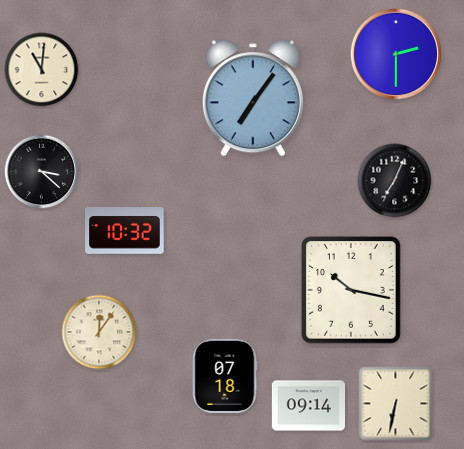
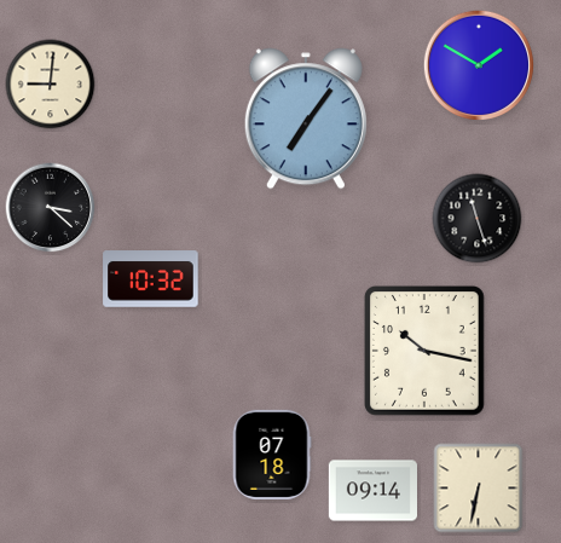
clock at (395, 53): 2:30 -> 1:50
clock at (42, 70): 11:01 -> 9:01
clock at (395, 181): 7:04 -> 11:27
clock at (99, 332): 12:06 -> none
